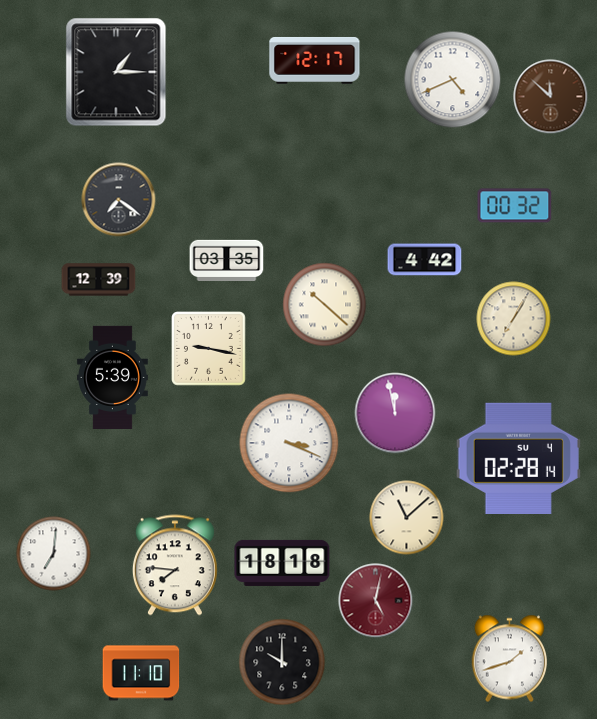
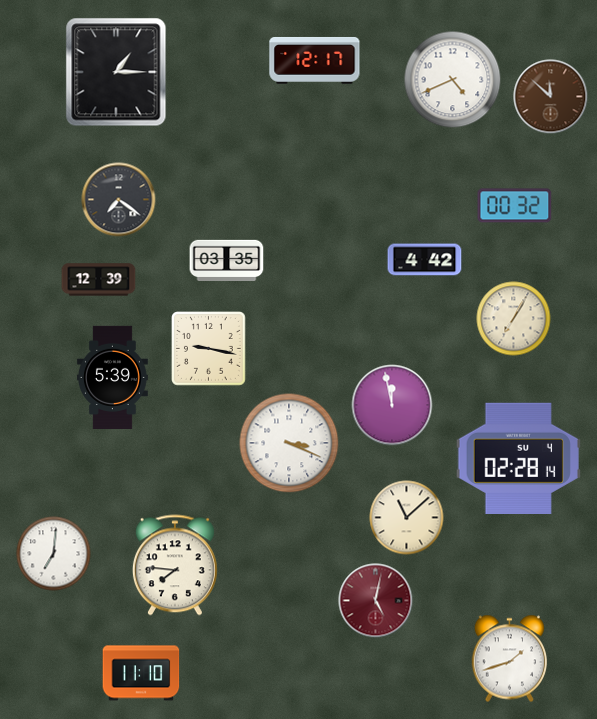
clock at (325, 305): 10:22 -> none
clock at (395, 413) position: (395, 413) -> (392, 405)
clock at (282, 563): 18:18 -> none
clock at (282, 662): 10:00 -> none
